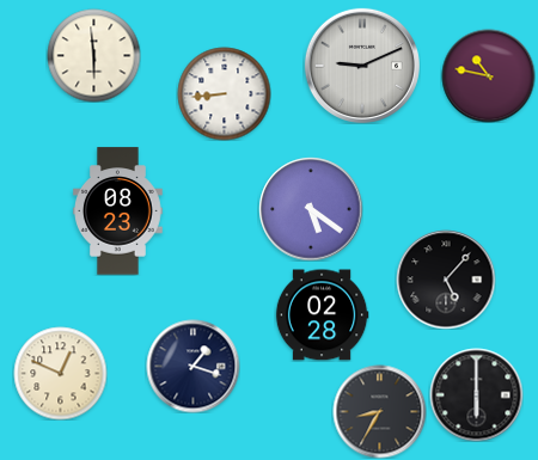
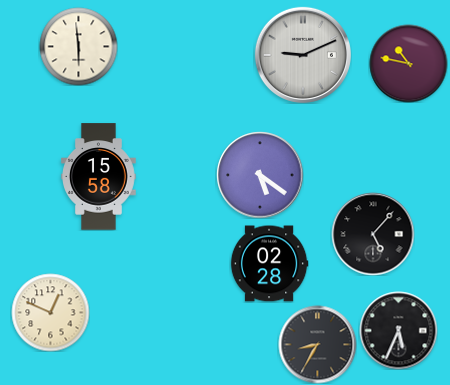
clock at (224, 93): 8:44 -> none
clock at (118, 211): 08:23 -> 15:58
clock at (192, 366): 1:18 -> none
clock at (476, 394): 6:00 -> 5:34
